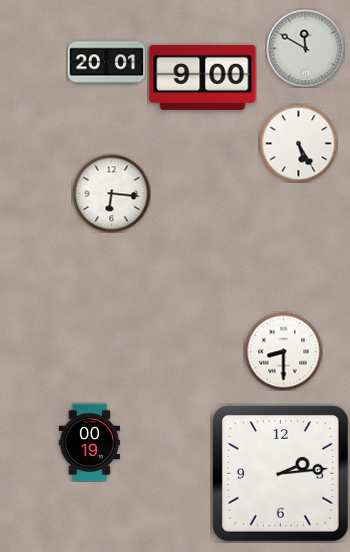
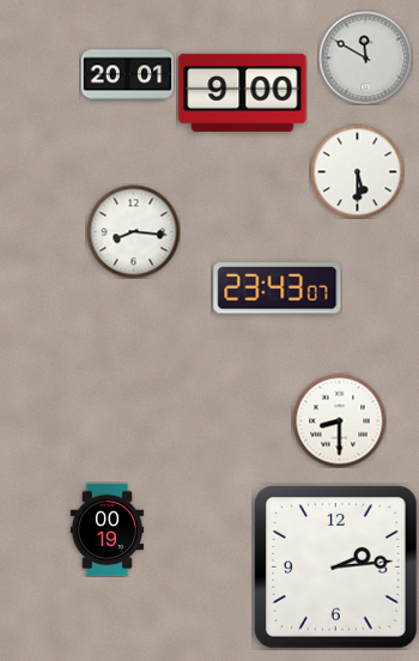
clock at (298, 143): 5:25 -> 5:30
clock at (111, 193): 6:16 -> 8:16
clock at (278, 289): none -> 23:43
